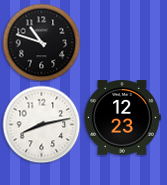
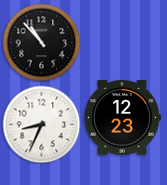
clock at (41, 42): 10:48 -> 10:53
clock at (41, 124): 8:13 -> 8:34
